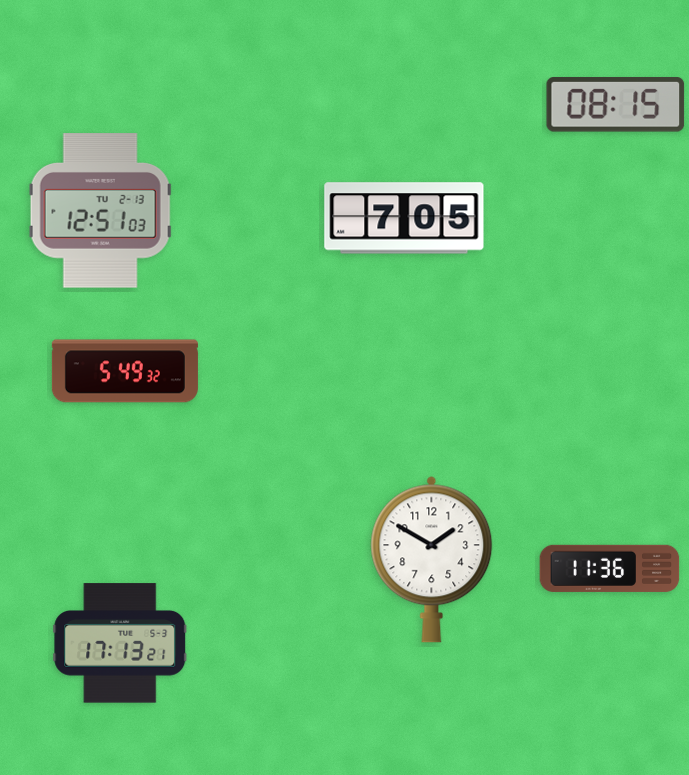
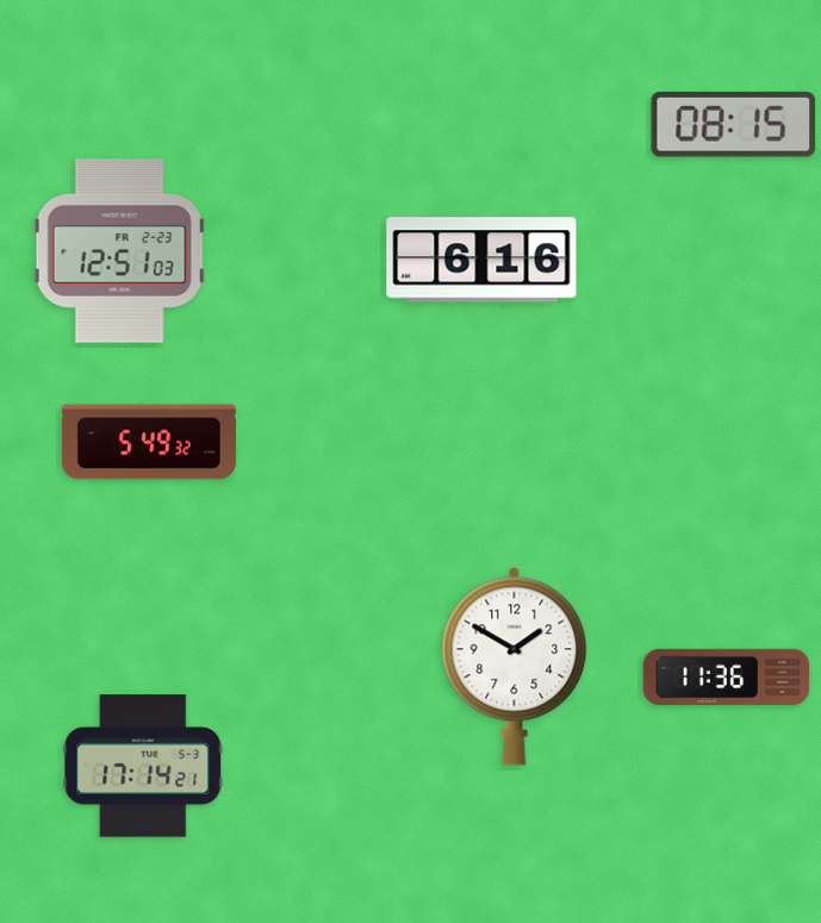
clock at (101, 211) date: TU 2-13 -> FR 2-23
clock at (404, 218): 7:05 -> 6:16
clock at (120, 643): 17:13 -> 17:14
